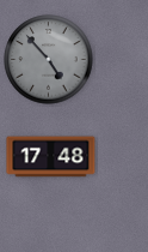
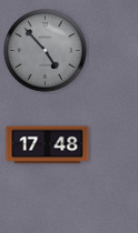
clock at (49, 60) position: (49, 60) -> (46, 51)
